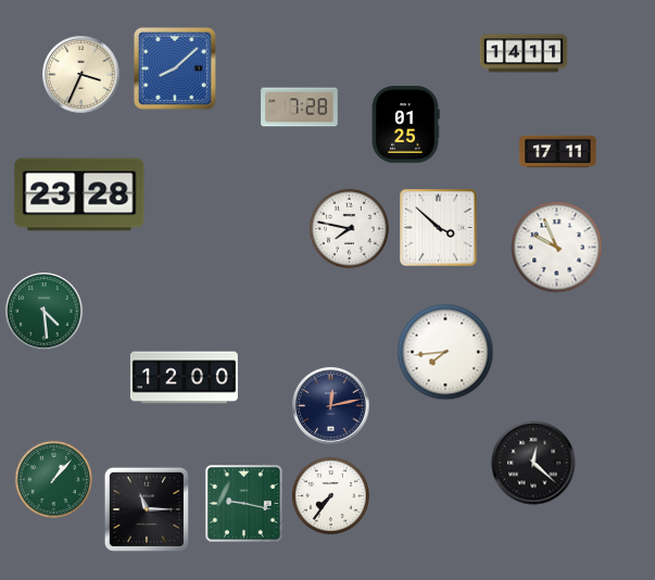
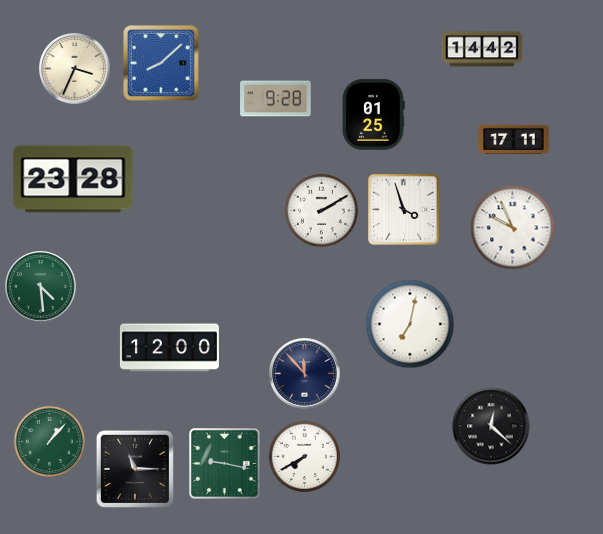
clock at (524, 53): 14:11 -> 14:42
clock at (300, 108): 7:28 -> 9:28
clock at (349, 228): 7:47 -> 2:10
clock at (439, 228): 3:52 -> 3:57
clock at (445, 352): 7:44 -> 7:02
clock at (331, 406): 12:13 -> 11:53
clock at (330, 495): 7:36 -> 7:40
